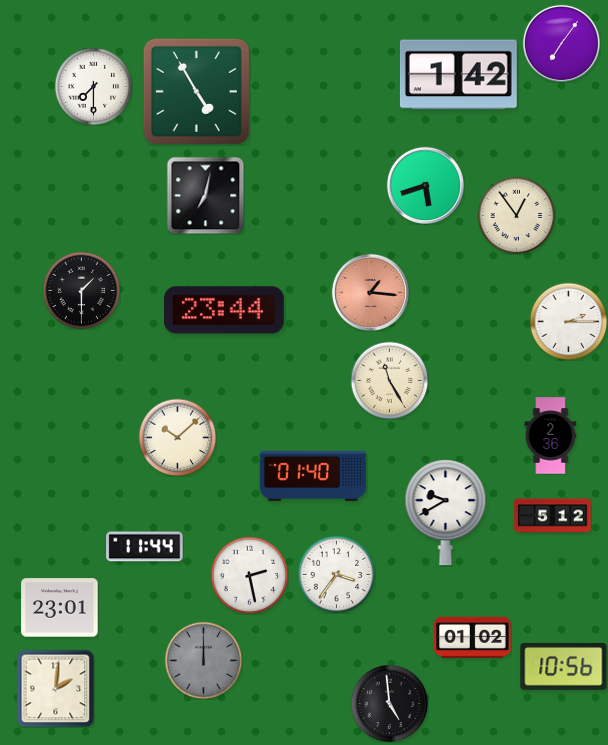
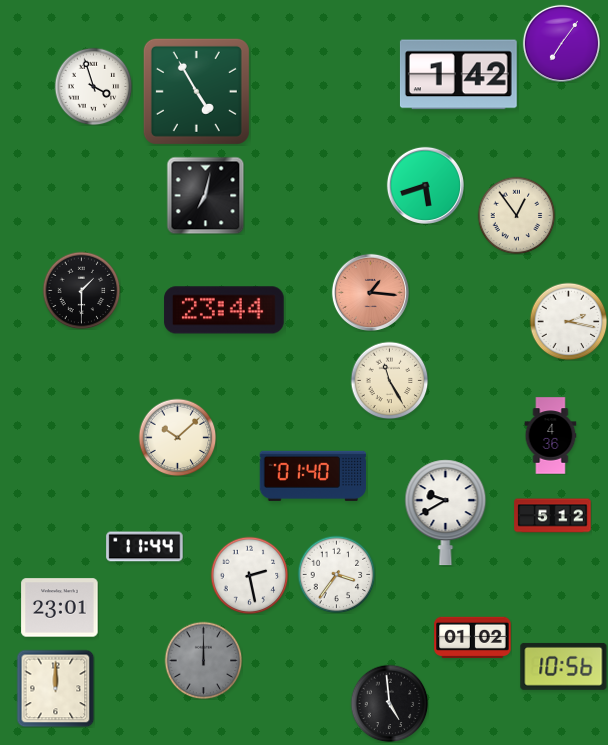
clock at (93, 86): 7:30 -> 3:57
clock at (568, 321): 2:15 -> 2:17
clock at (551, 436): 2:36 -> 4:36
clock at (55, 688): 2:01 -> 12:00
